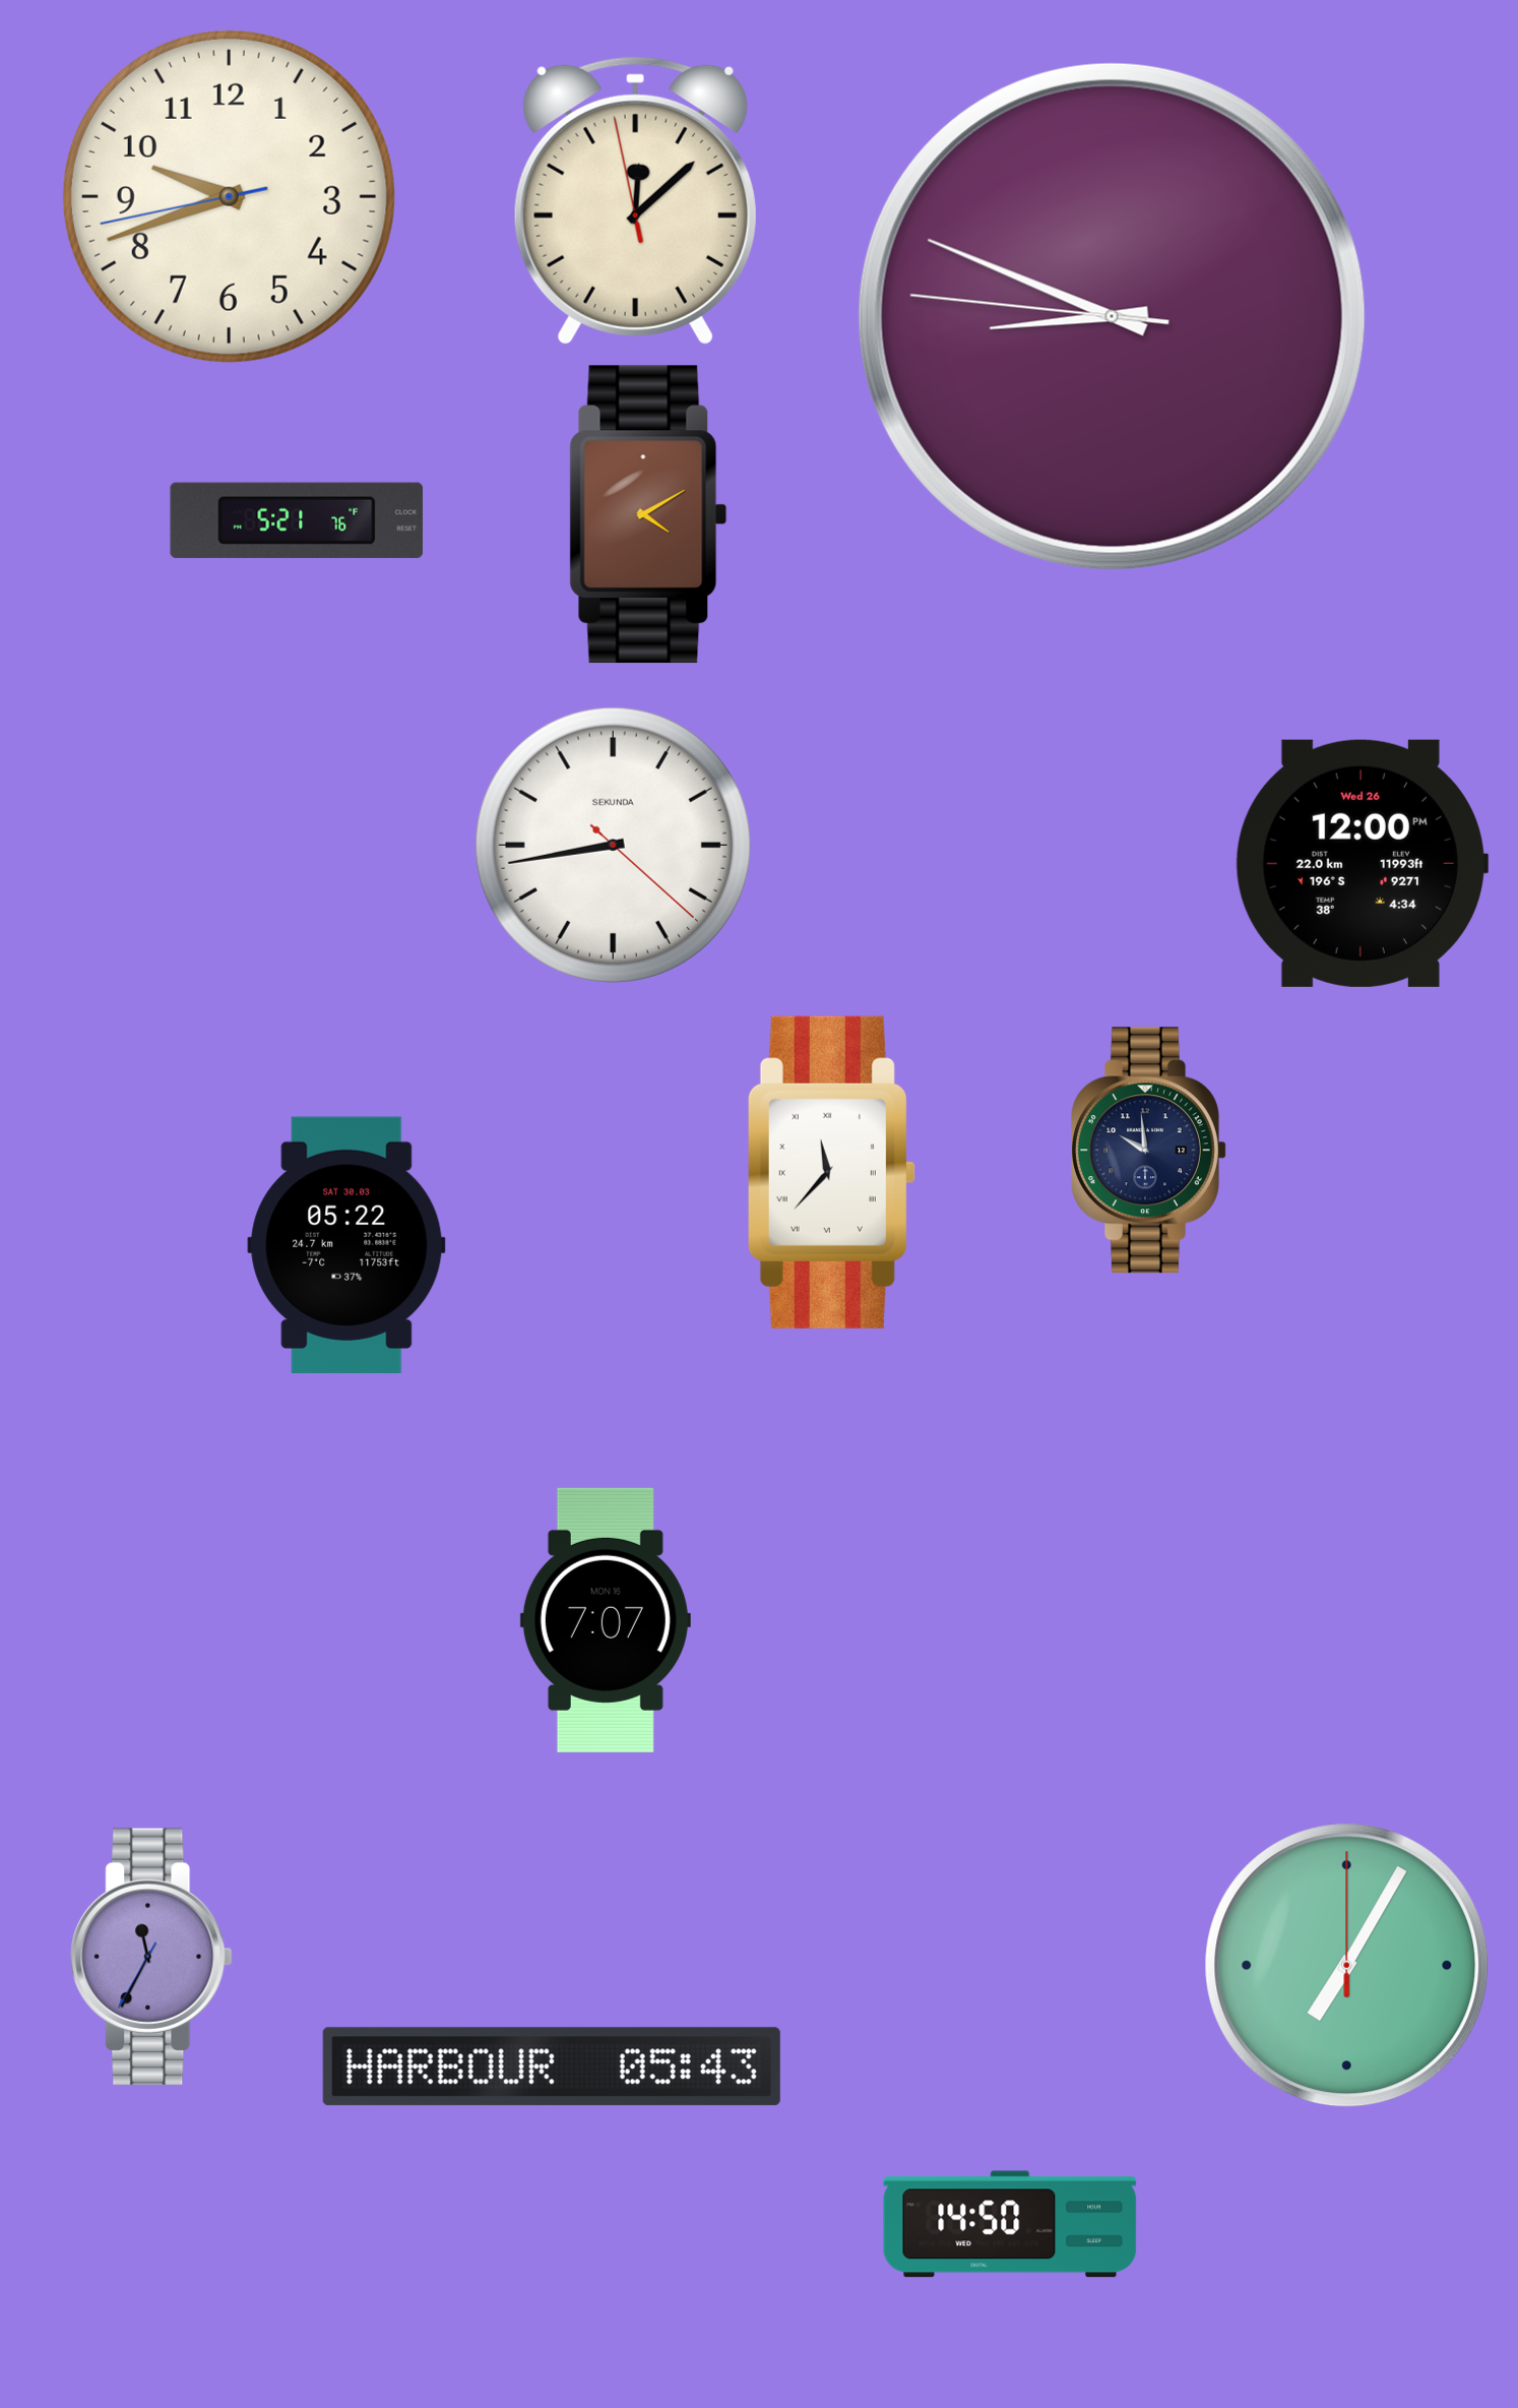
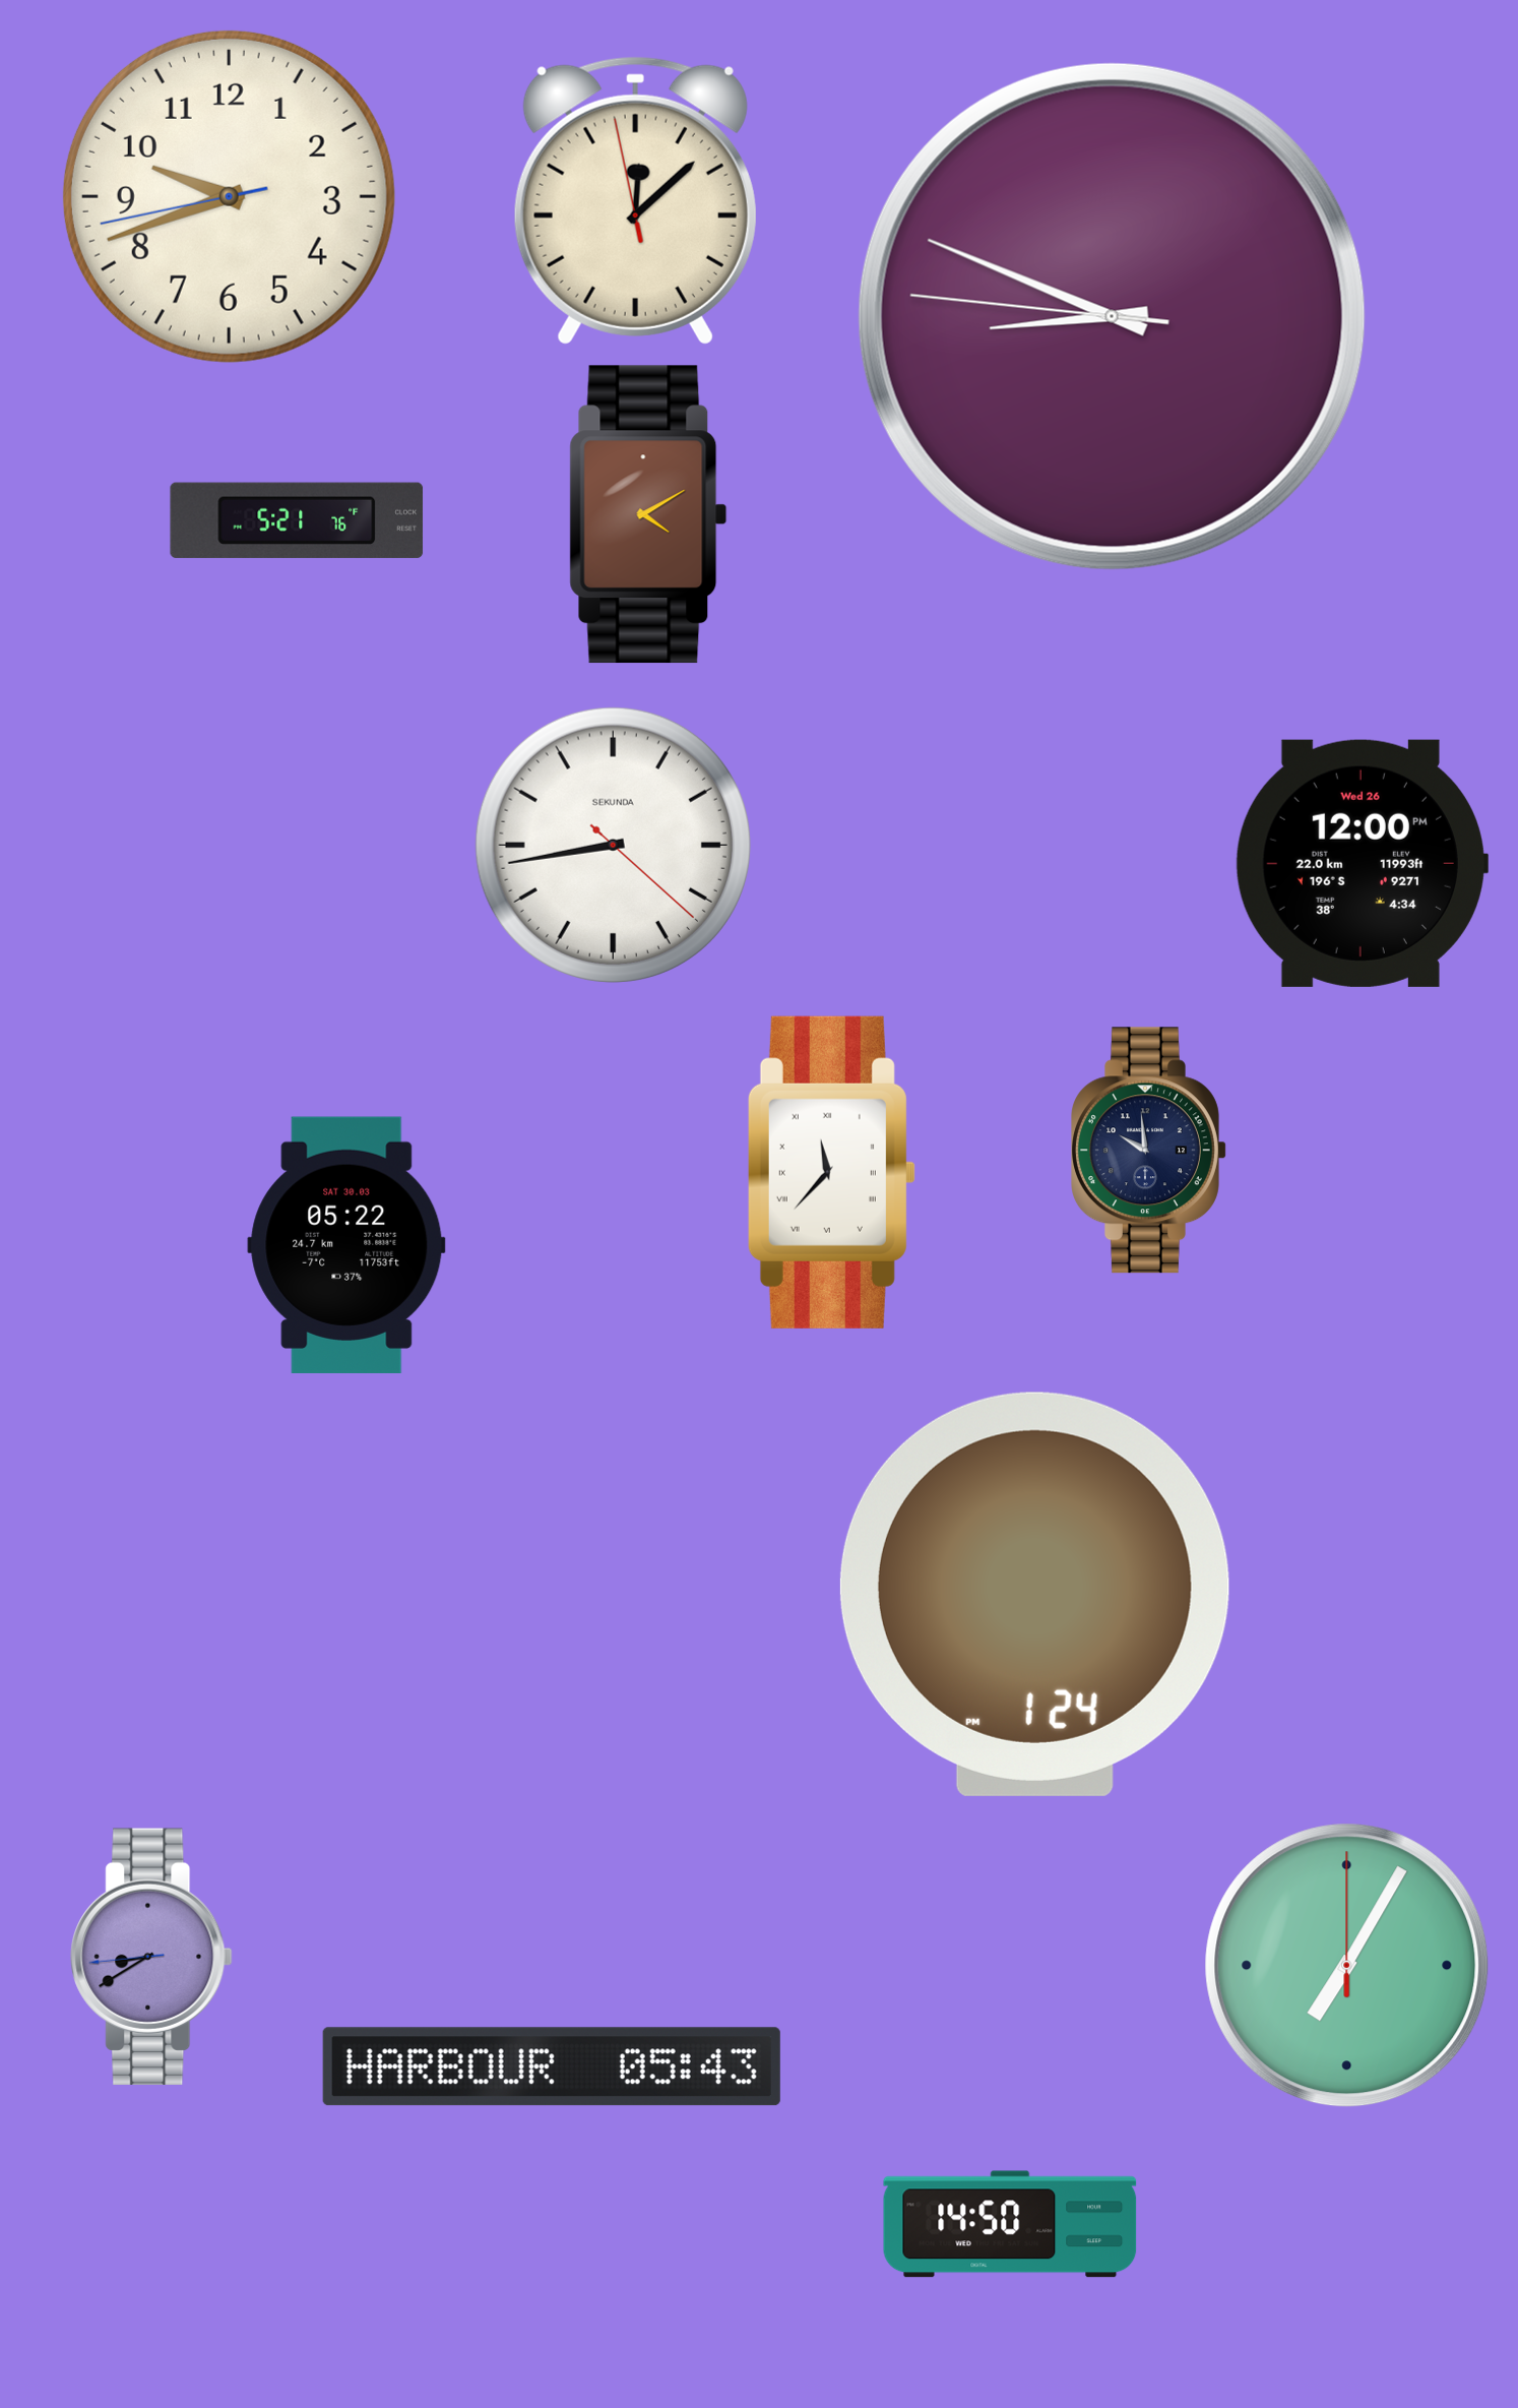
clock at (1034, 1594): none -> 1:24
clock at (606, 1620): 7:07 -> none
clock at (151, 1957): 11:34 -> 8:39
